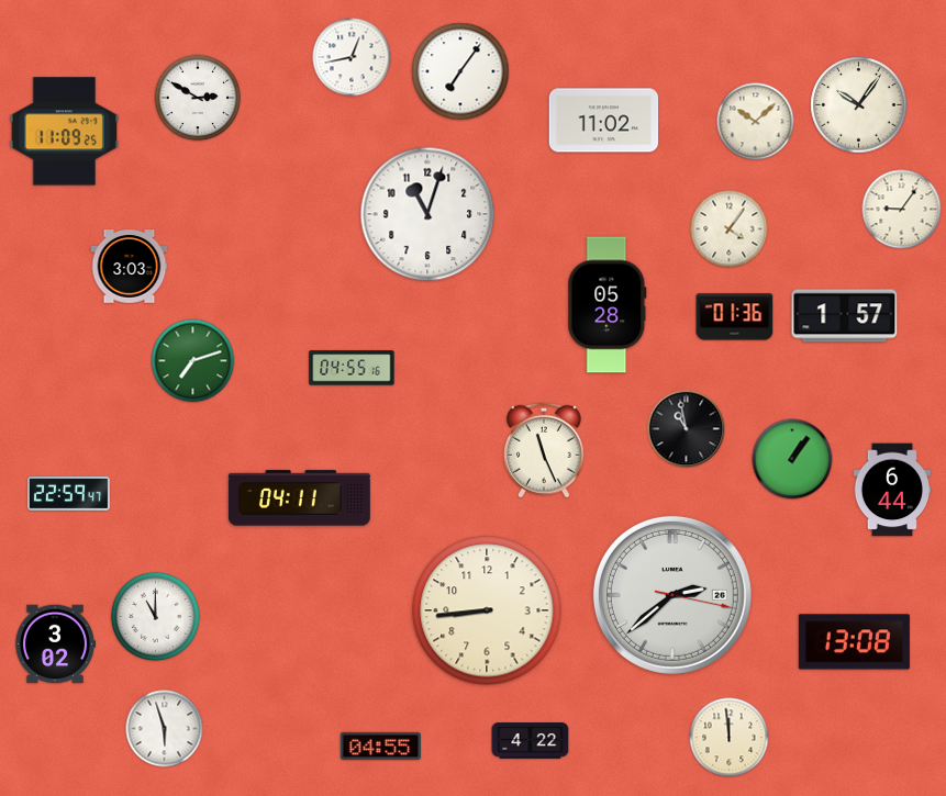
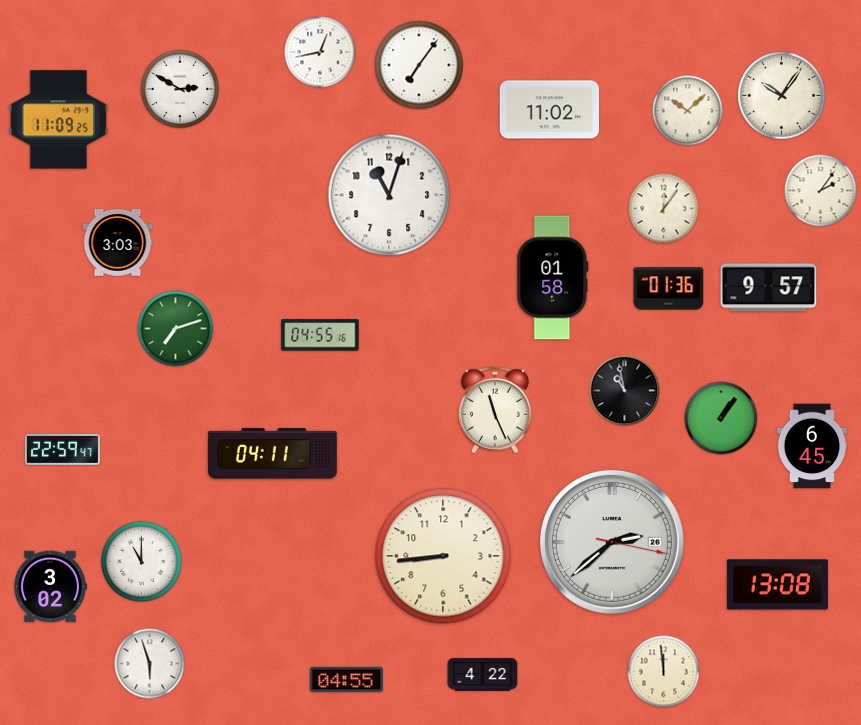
clock at (902, 210): 9:06 -> 2:06
clock at (730, 229): 4:06 -> 12:06
clock at (608, 305): 05:28 -> 01:58
clock at (845, 316): 1:57 -> 9:57
clock at (892, 490): 6:44 -> 6:45
